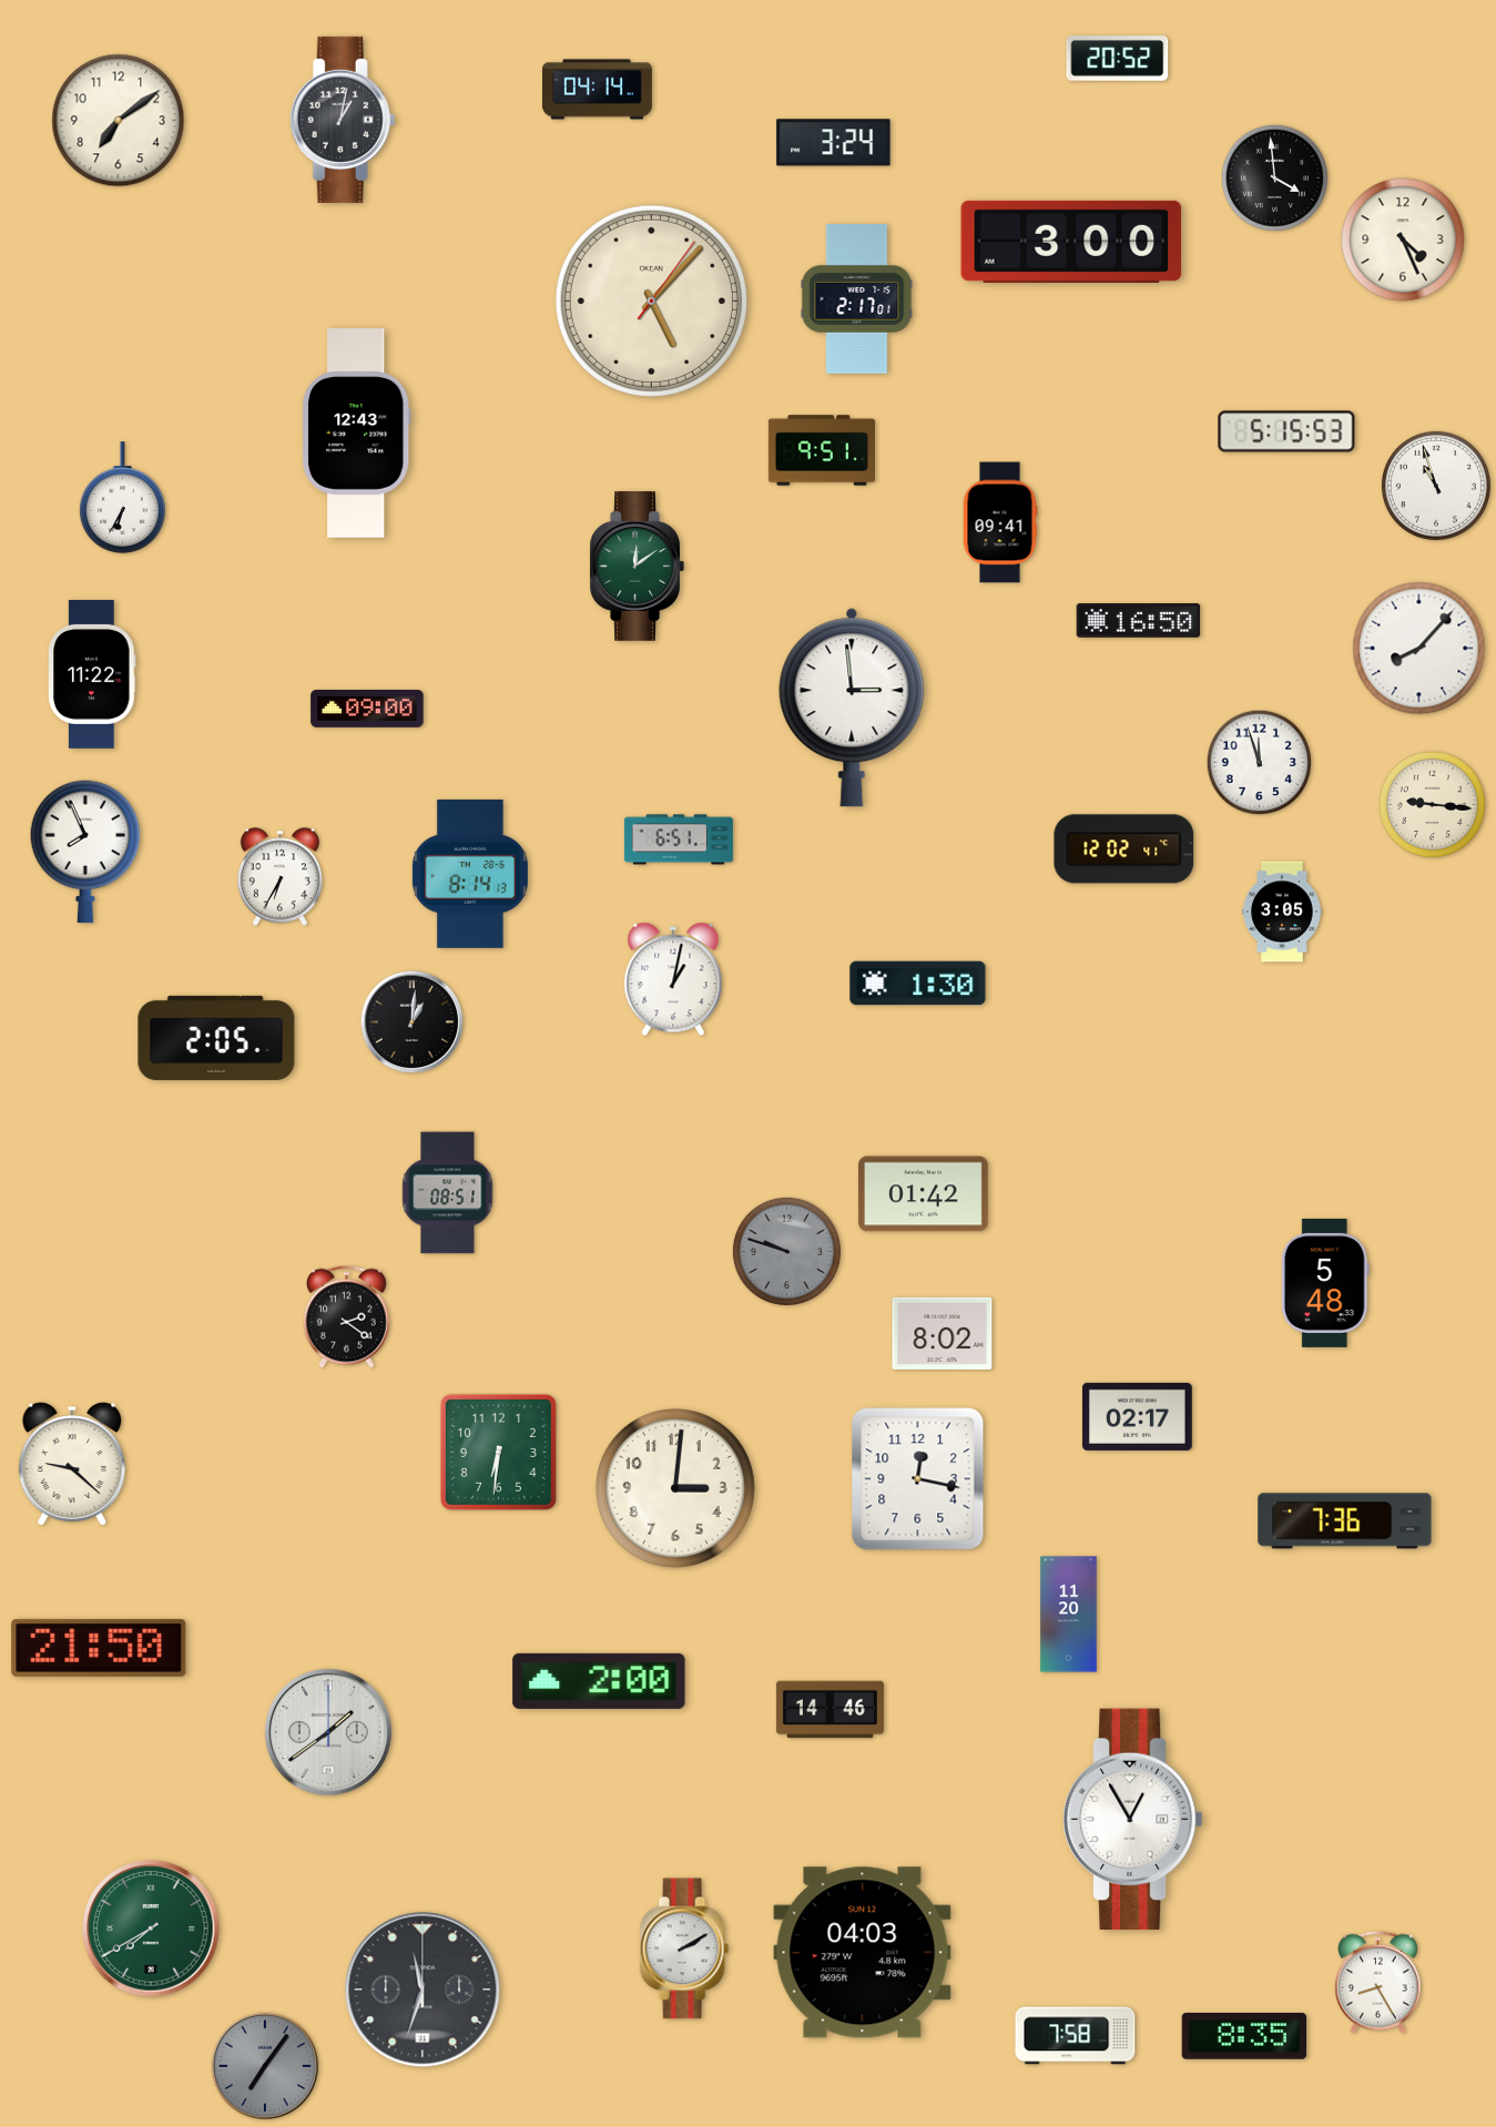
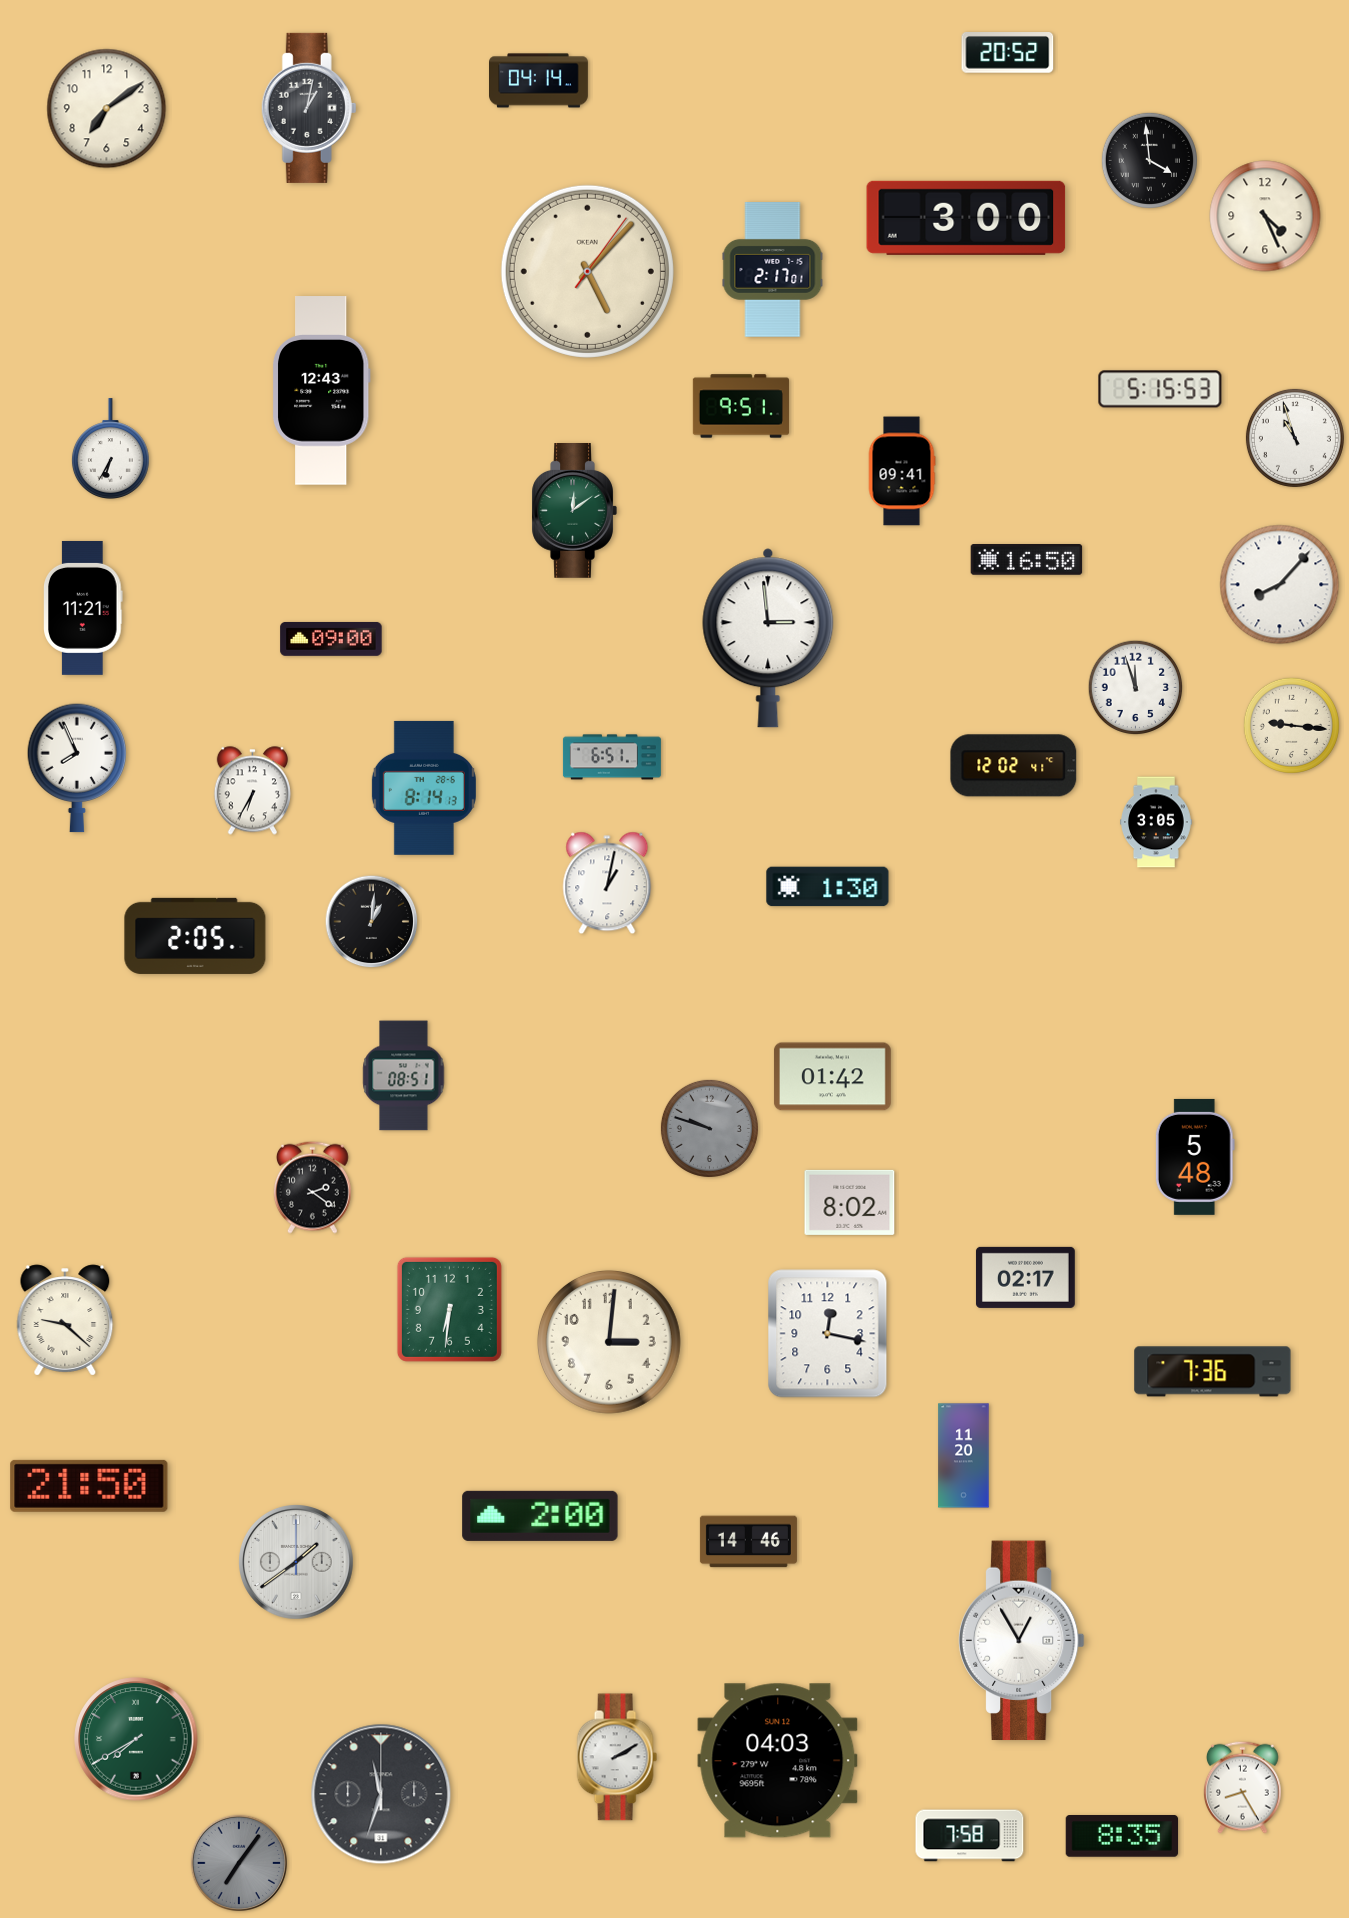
clock at (834, 143): 3:24 -> none
clock at (93, 674): 11:22 -> 11:21
